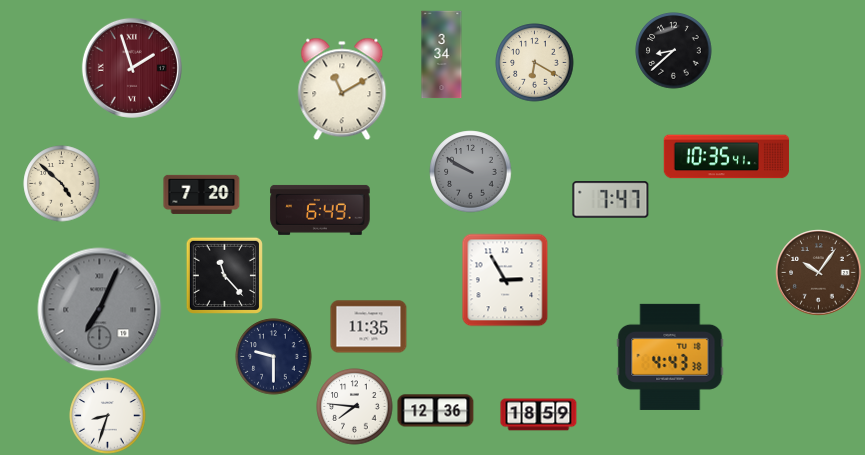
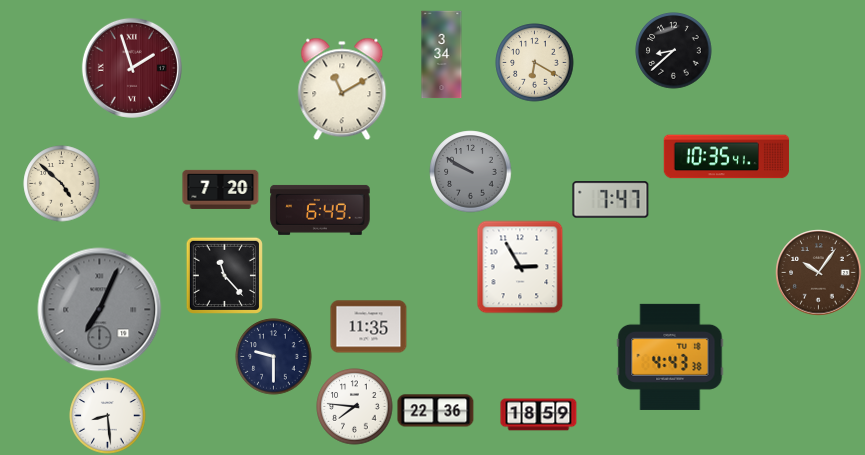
clock at (202, 194) position: (202, 194) -> (221, 189)
clock at (505, 280) position: (505, 280) -> (520, 267)
clock at (436, 411): 12:36 -> 22:36
clock at (108, 416): 8:33 -> 8:29
